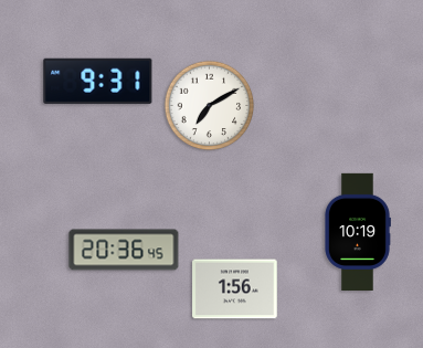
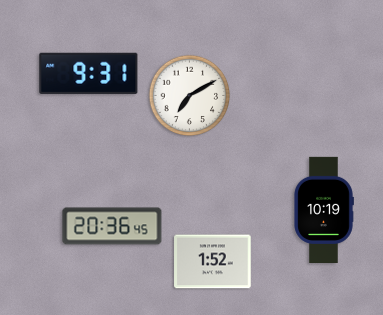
clock at (235, 289): 1:56 -> 1:52
